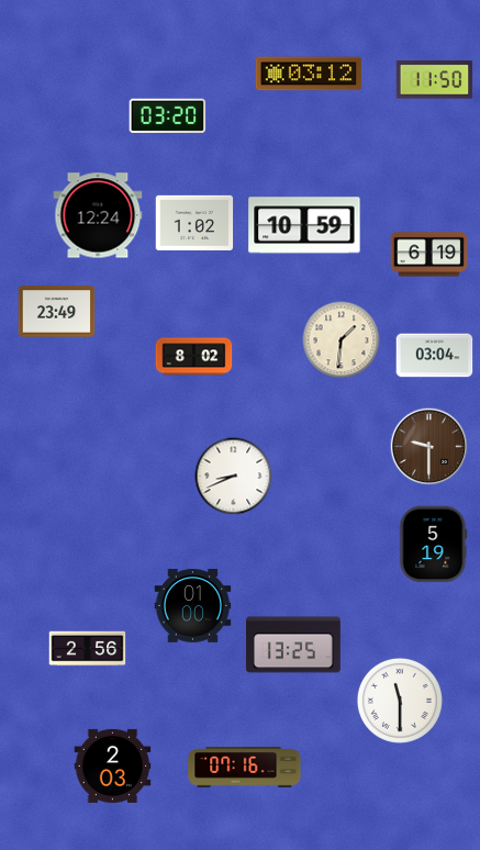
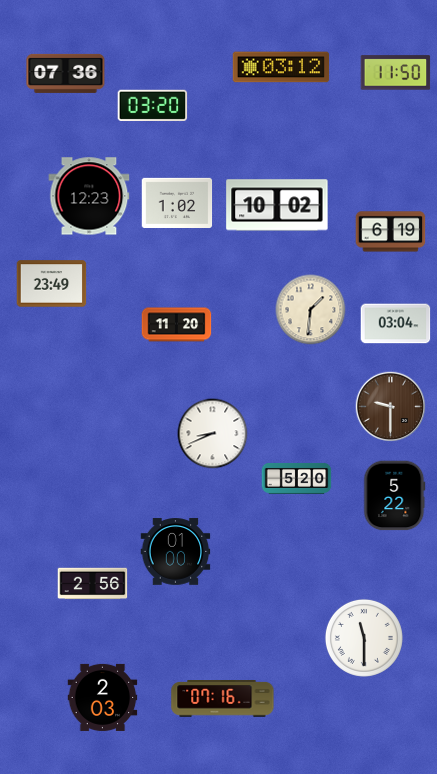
clock at (66, 73): none -> 07:36
clock at (98, 215): 12:24 -> 12:23
clock at (304, 225): 10:59 -> 10:02
clock at (194, 357): 8:02 -> 11:20
clock at (297, 478): none -> 5:20
clock at (434, 545): 5:19 -> 5:22
clock at (293, 645): 13:25 -> none
clock at (88, 649) position: (88, 649) -> (93, 584)
